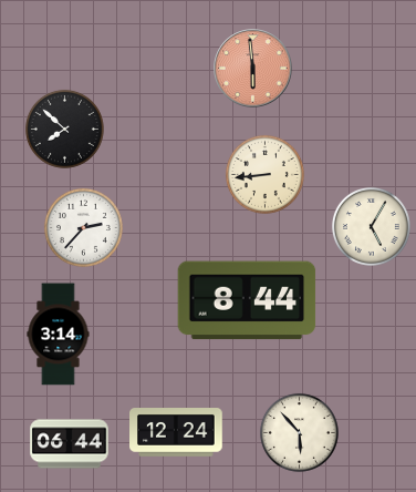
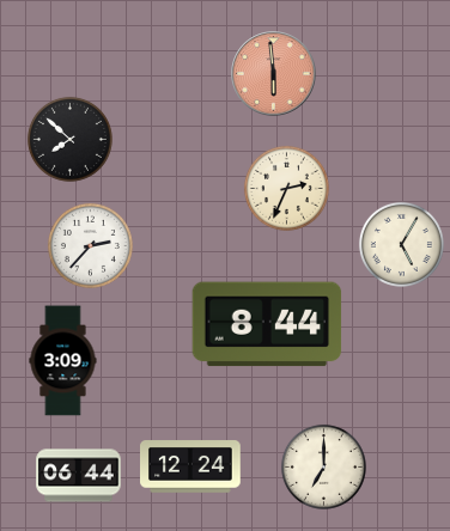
clock at (264, 174): 8:44 -> 2:34
clock at (59, 335): 3:14 -> 3:09
clock at (299, 432): 5:53 -> 7:00
clock at (70, 444) position: (70, 444) -> (79, 476)
